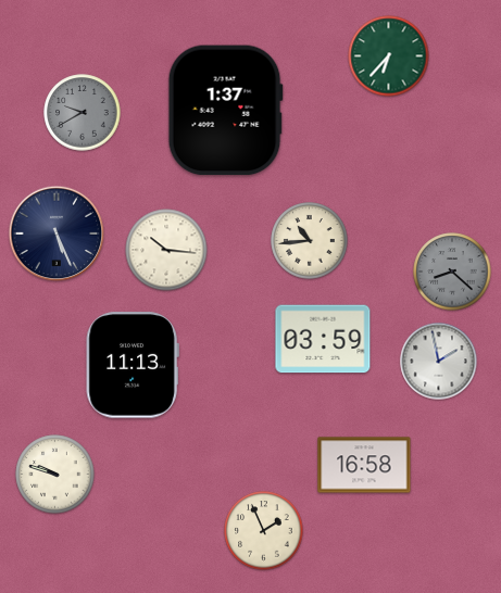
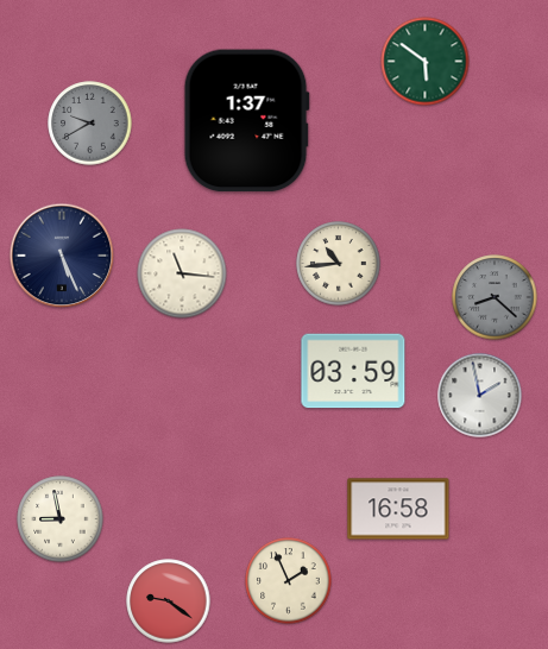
clock at (389, 56): 6:37 -> 5:51
clock at (166, 250): 10:16 -> 11:16
clock at (133, 365): 11:13 -> none
clock at (55, 475): 9:48 -> 8:58
clock at (169, 601): none -> 9:21
